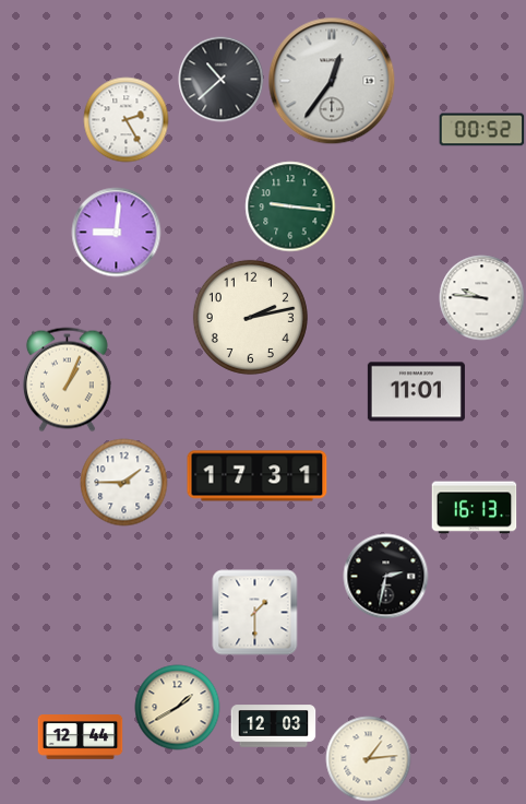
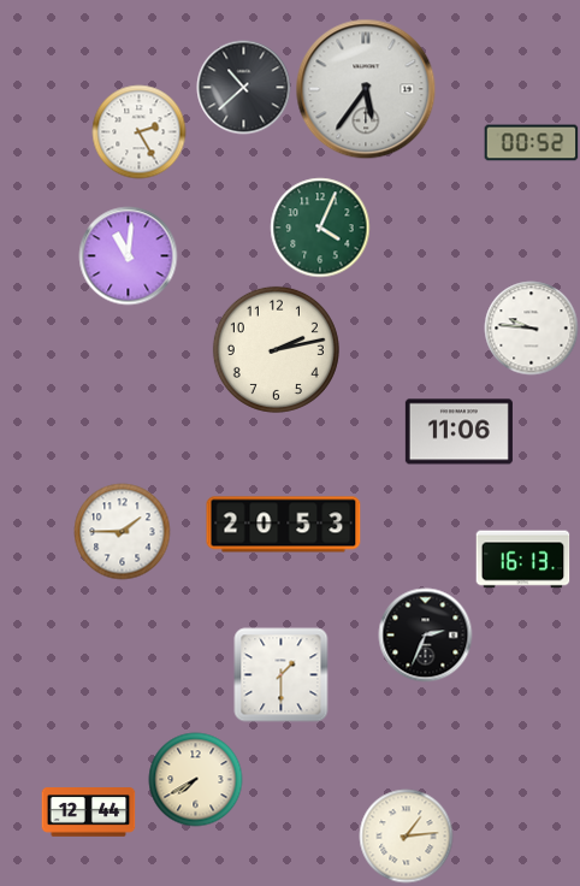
clock at (332, 81): 12:36 -> 5:36
clock at (290, 206): 9:16 -> 4:04
clock at (116, 232): 9:01 -> 11:01
clock at (67, 379): 1:04 -> none
clock at (416, 392): 11:01 -> 11:06
clock at (258, 476): 17:31 -> 20:53
clock at (123, 482) position: (123, 482) -> (122, 531)
clock at (385, 576): 2:32 -> 2:34
clock at (177, 707): 1:40 -> 7:40
clock at (273, 726): 12:03 -> none
